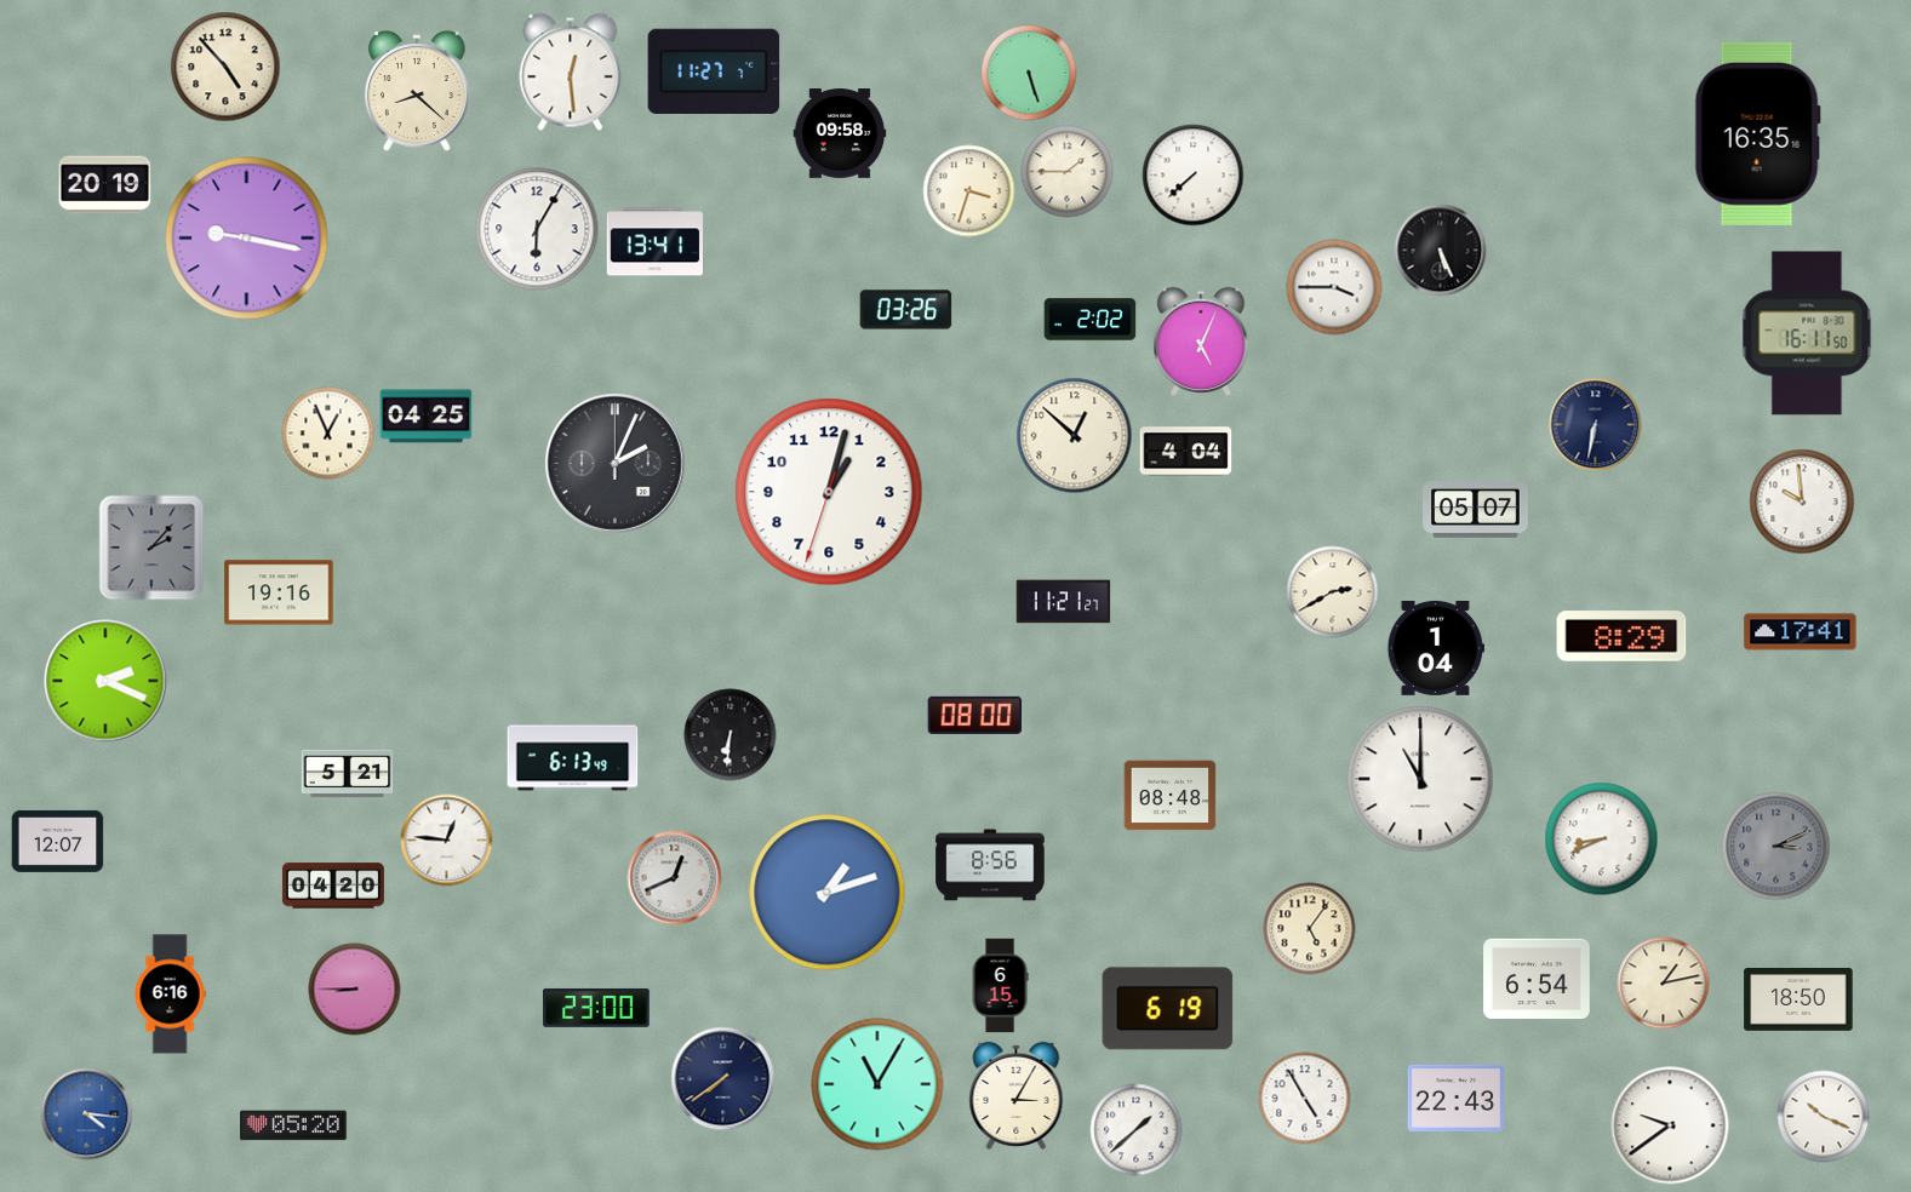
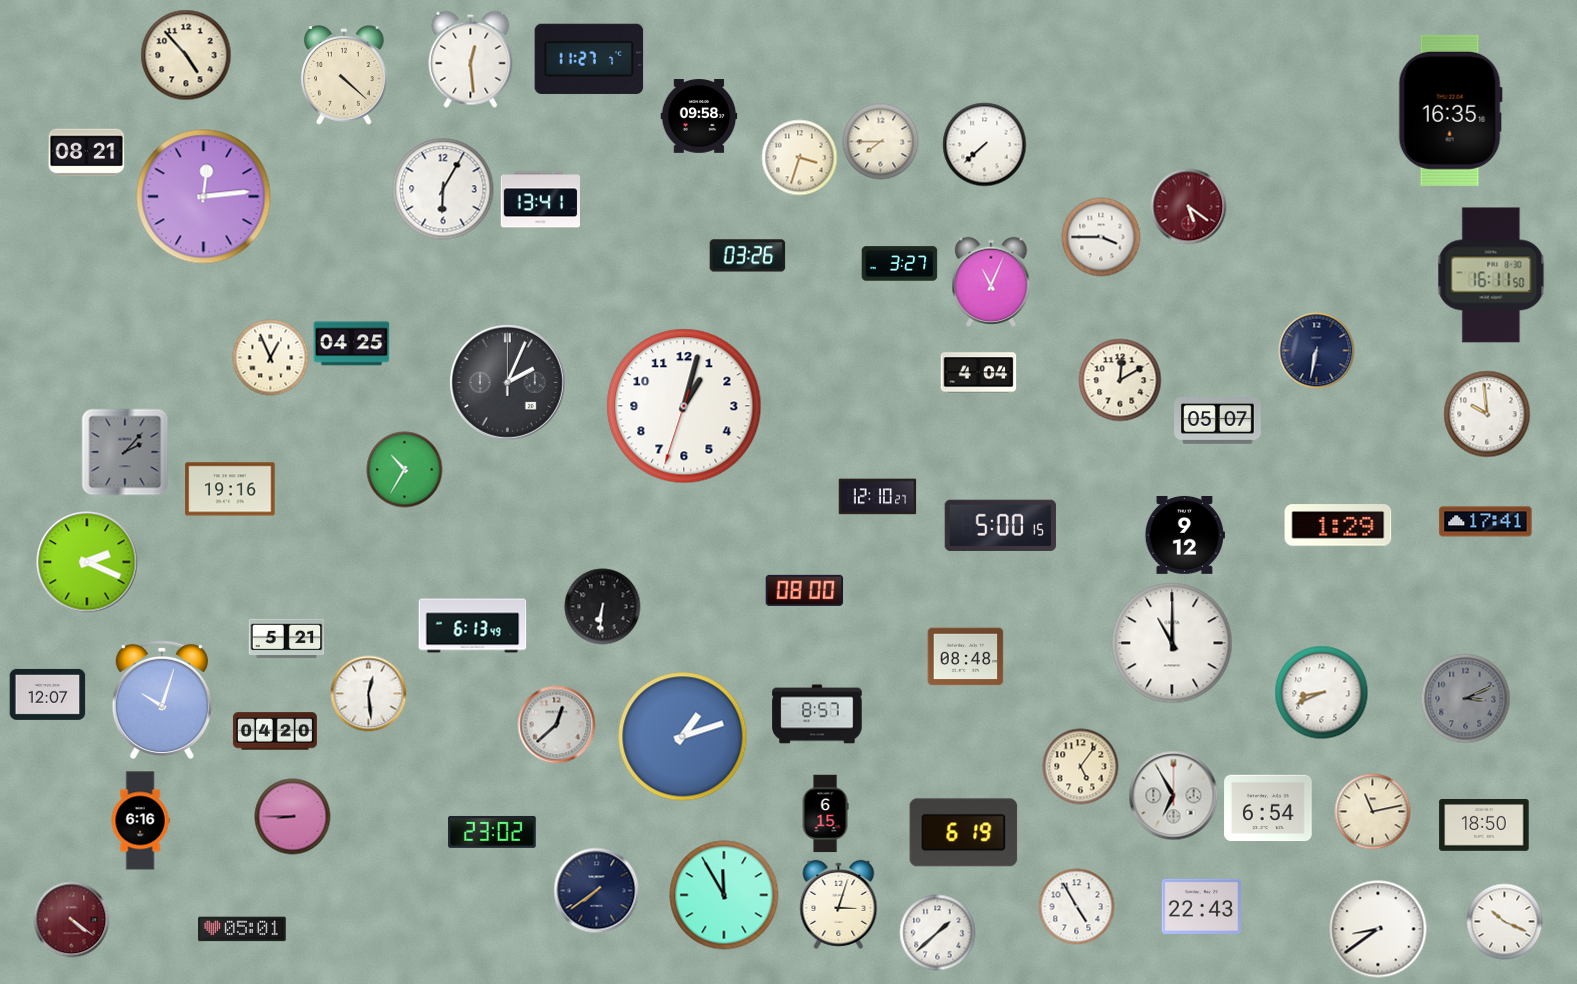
clock at (1029, 73): 5:27 -> none
clock at (418, 91): 8:22 -> 4:22
clock at (840, 133) position: (840, 133) -> (699, 116)
clock at (1068, 172): 1:45 -> 7:45
clock at (105, 185): 20:19 -> 08:21
clock at (247, 239): 9:17 -> 12:14
clock at (1441, 251): 5:26 -> 5:21
clock at (1441, 251) dial: black -> burgundy
clock at (1091, 320): 2:02 -> 3:27
clock at (1201, 342): 5:04 -> 11:04
clock at (1075, 436): 12:52 -> none
clock at (1120, 380): none -> 12:10
clock at (405, 470): none -> 10:35
clock at (1333, 592): 2:40 -> none
clock at (1064, 602): 11:21 -> 12:10
clock at (1000, 525): none -> 5:00
clock at (1621, 636): 8:29 -> 1:29
clock at (1436, 648): 1:04 -> 9:12
clock at (447, 841): 12:46 -> 12:29
clock at (162, 700): none -> 10:03
clock at (990, 865): 8:56 -> 8:57
clock at (675, 878): 12:41 -> 12:38
clock at (1174, 796): none -> 6:55
clock at (1664, 984): 1:13 -> 11:13
clock at (596, 1008): 23:00 -> 23:02
clock at (877, 1084): 11:05 -> 11:55
clock at (1017, 1095): 3:05 -> 3:03
clock at (87, 1114): 4:16 -> 4:21
clock at (87, 1114) dial: blue -> burgundy
clock at (293, 1125): 05:20 -> 05:01
clock at (1670, 1125): 9:39 -> 8:39
